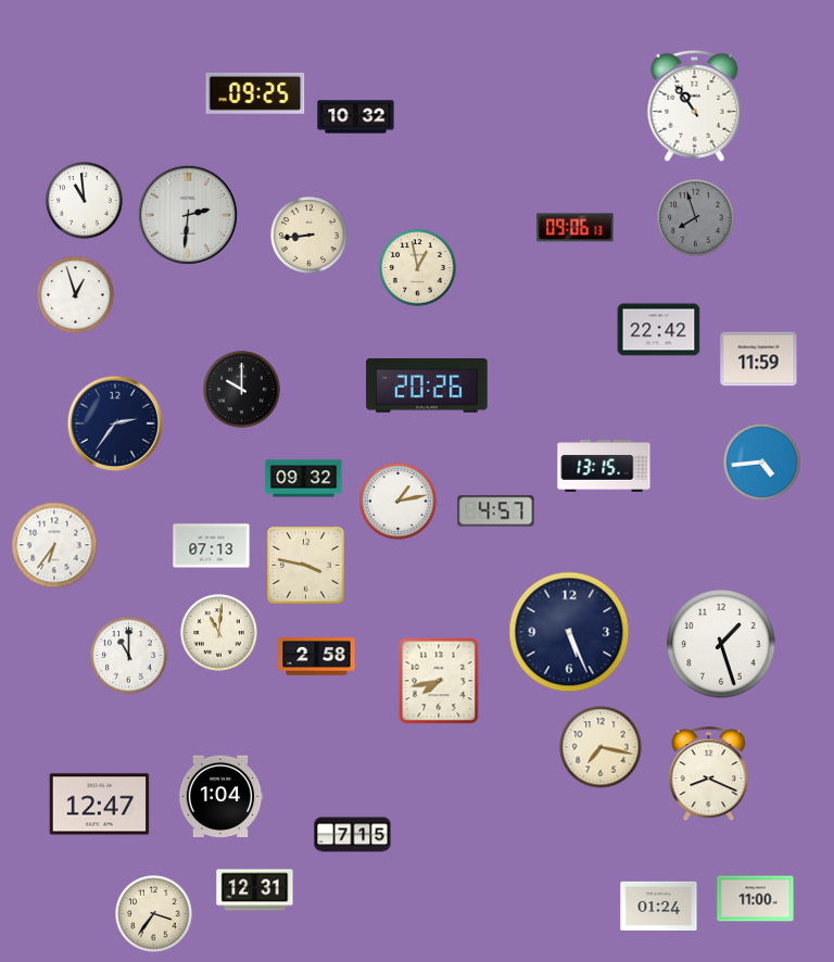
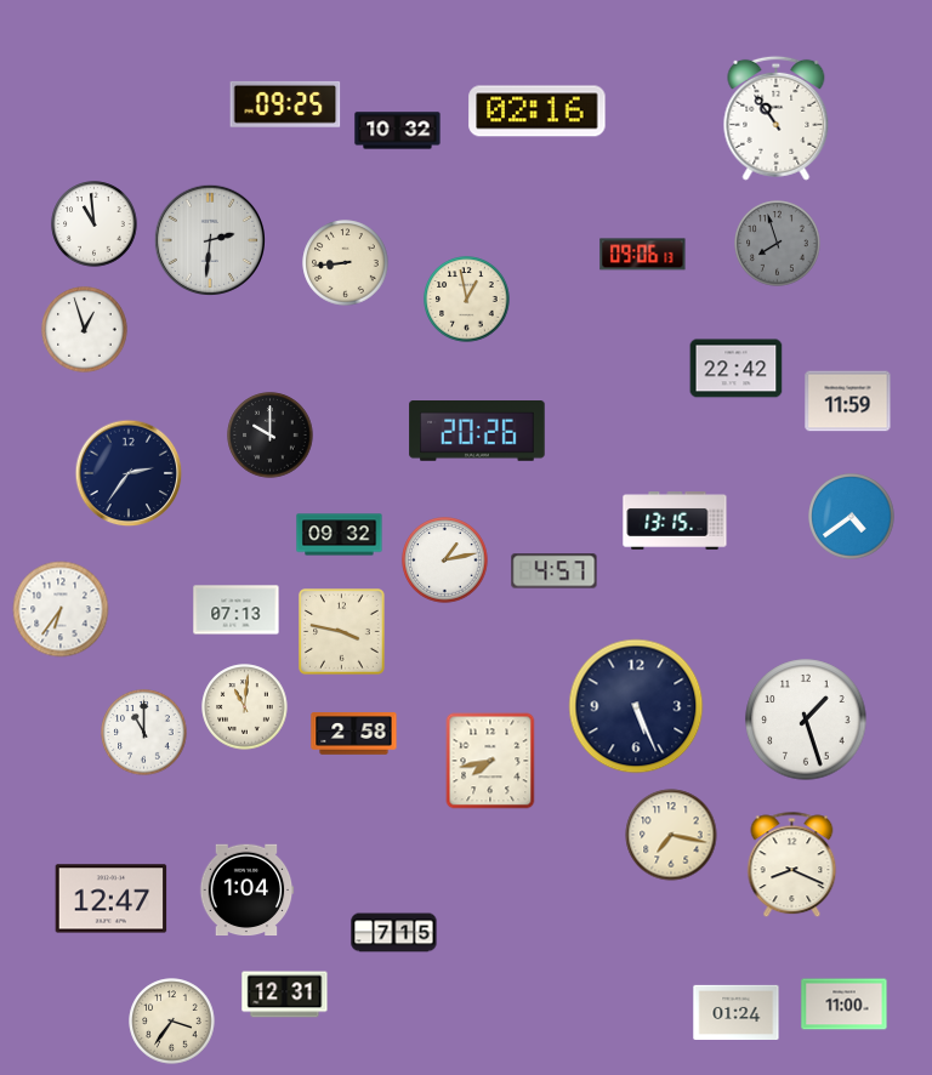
clock at (538, 112): none -> 02:16
clock at (762, 463): 4:44 -> 4:39
